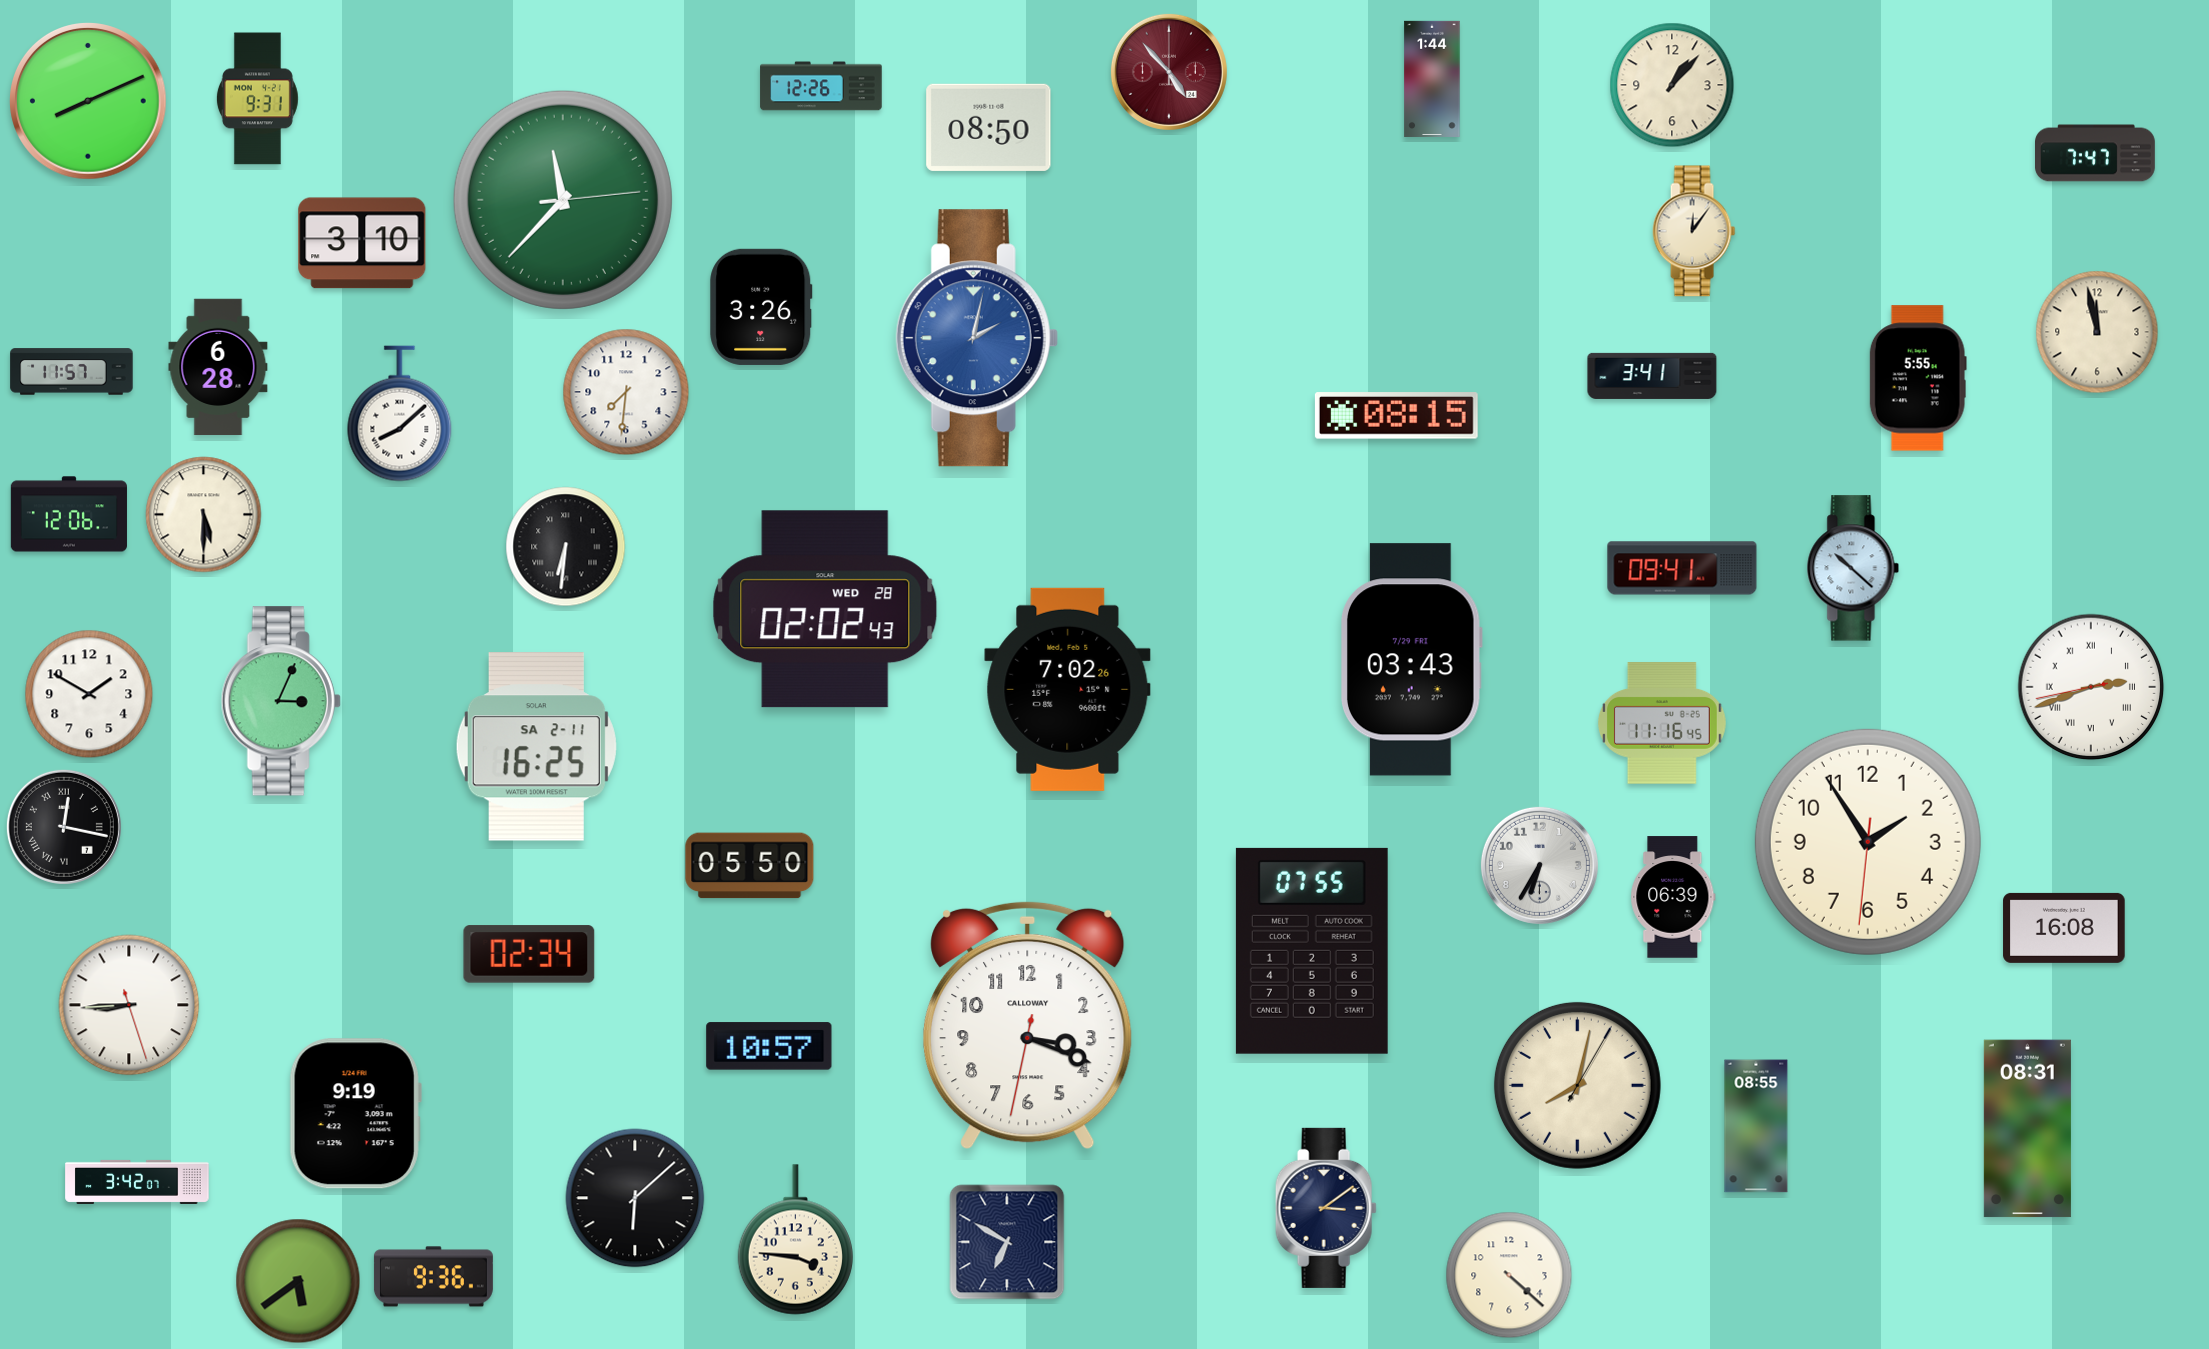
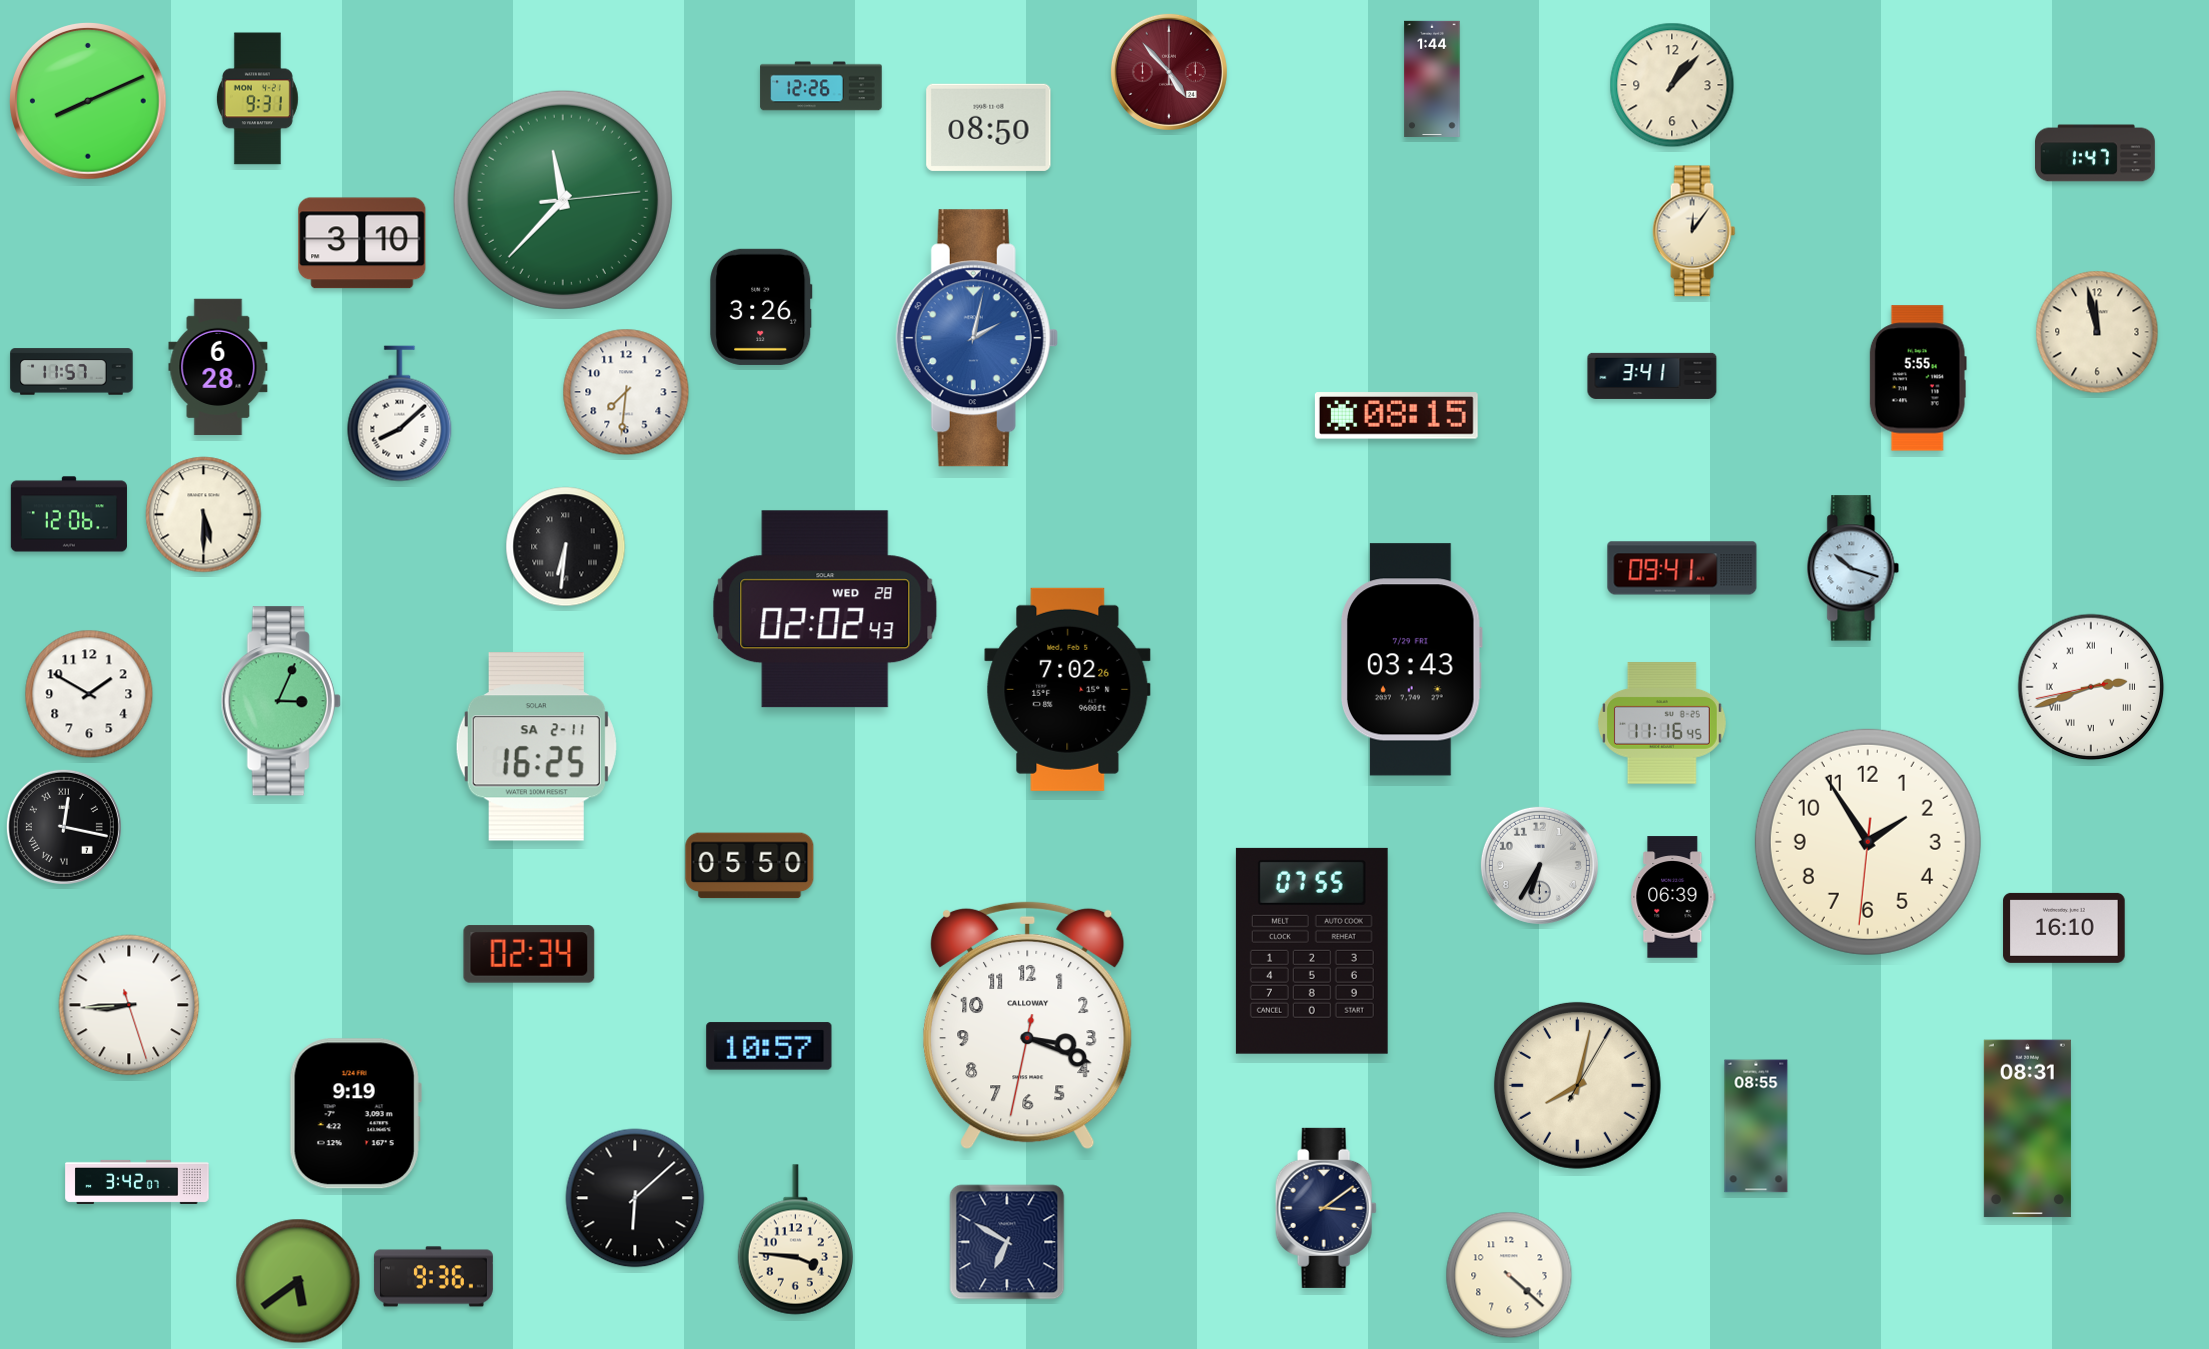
clock at (2096, 153): 7:47 -> 1:47
clock at (1853, 568): 10:22 -> 10:18
clock at (2064, 928): 16:08 -> 16:10
